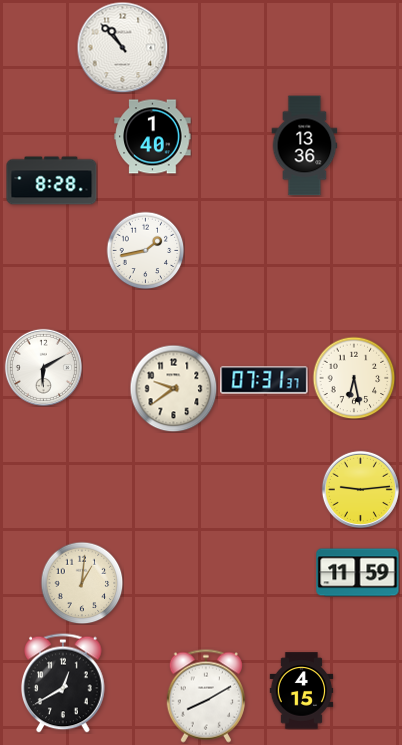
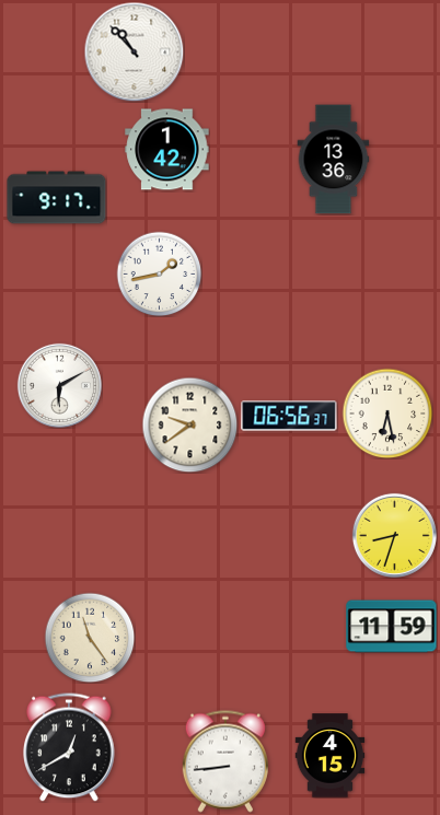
clock at (153, 137): 1:40 -> 1:42
clock at (52, 181): 8:28 -> 9:17
clock at (43, 367) position: (43, 367) -> (59, 385)
clock at (264, 380): 07:31 -> 06:56
clock at (360, 489): 9:14 -> 8:33
clock at (82, 583): 1:01 -> 11:24
clock at (206, 696): 8:10 -> 8:44
